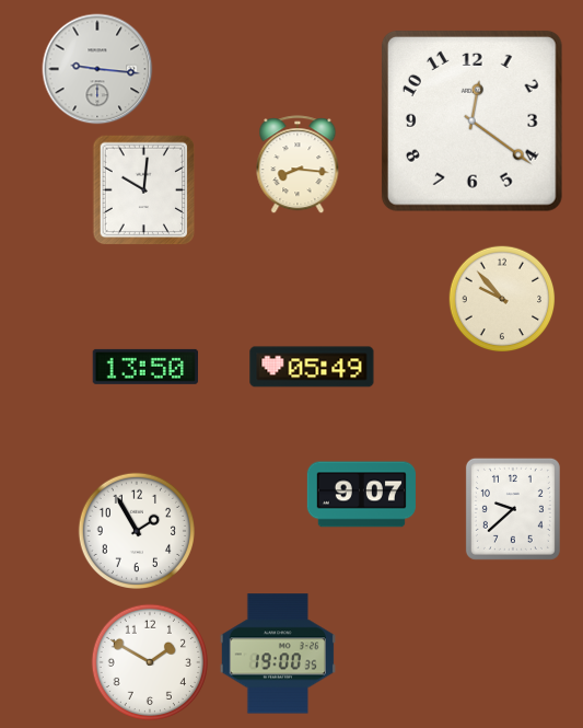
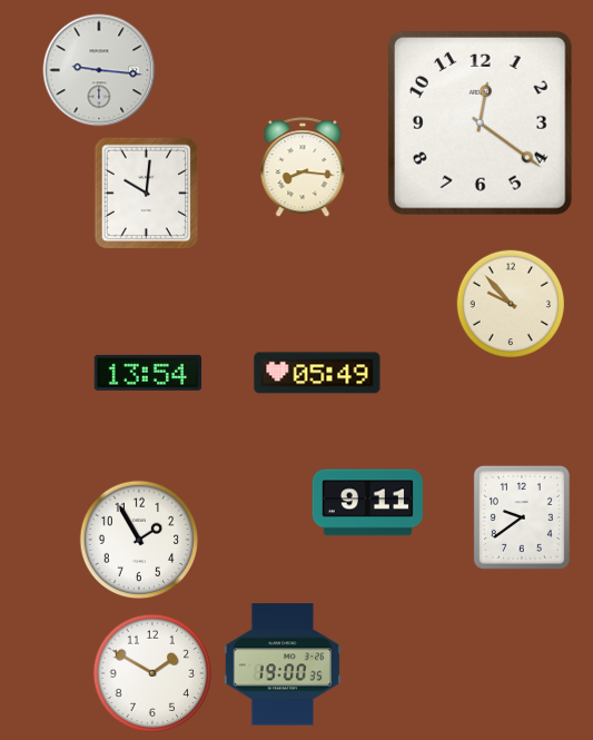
clock at (145, 367): 13:50 -> 13:54
clock at (361, 495): 9:07 -> 9:11
clock at (513, 509): 9:38 -> 9:39
